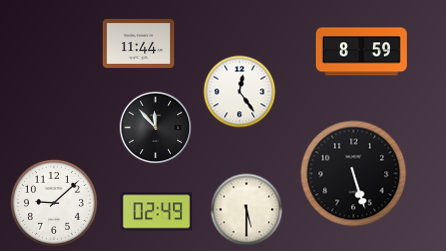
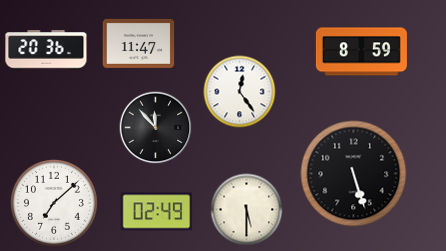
clock at (139, 43): 11:44 -> 11:47
clock at (46, 50): none -> 20:36
clock at (54, 203): 9:08 -> 7:08
